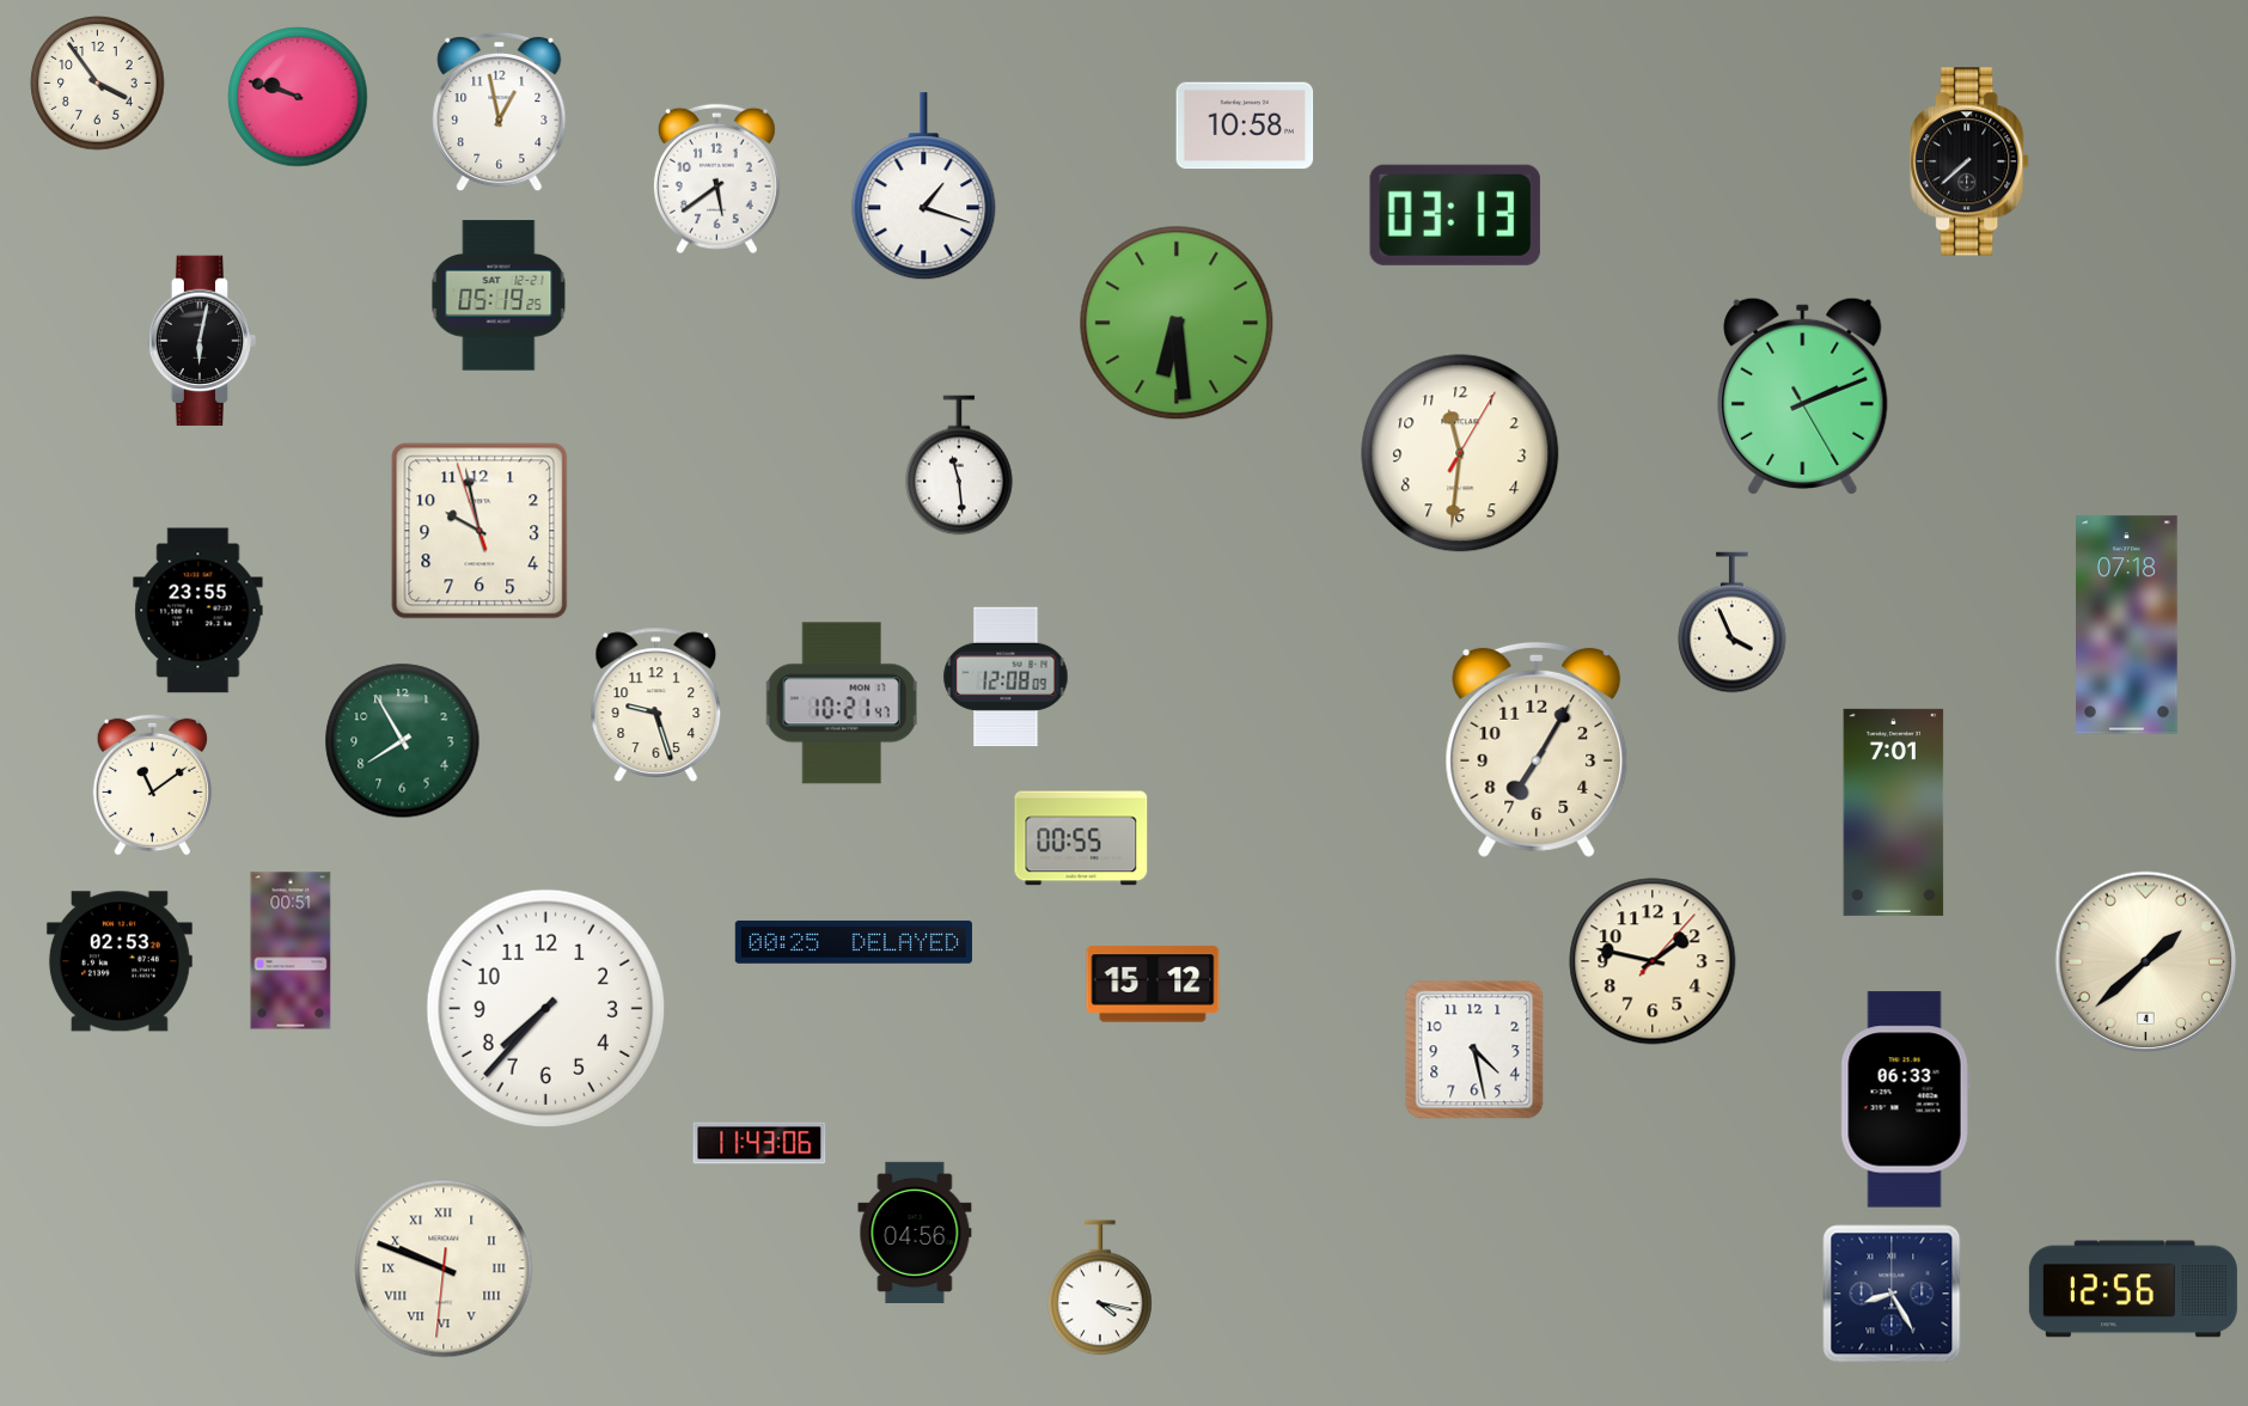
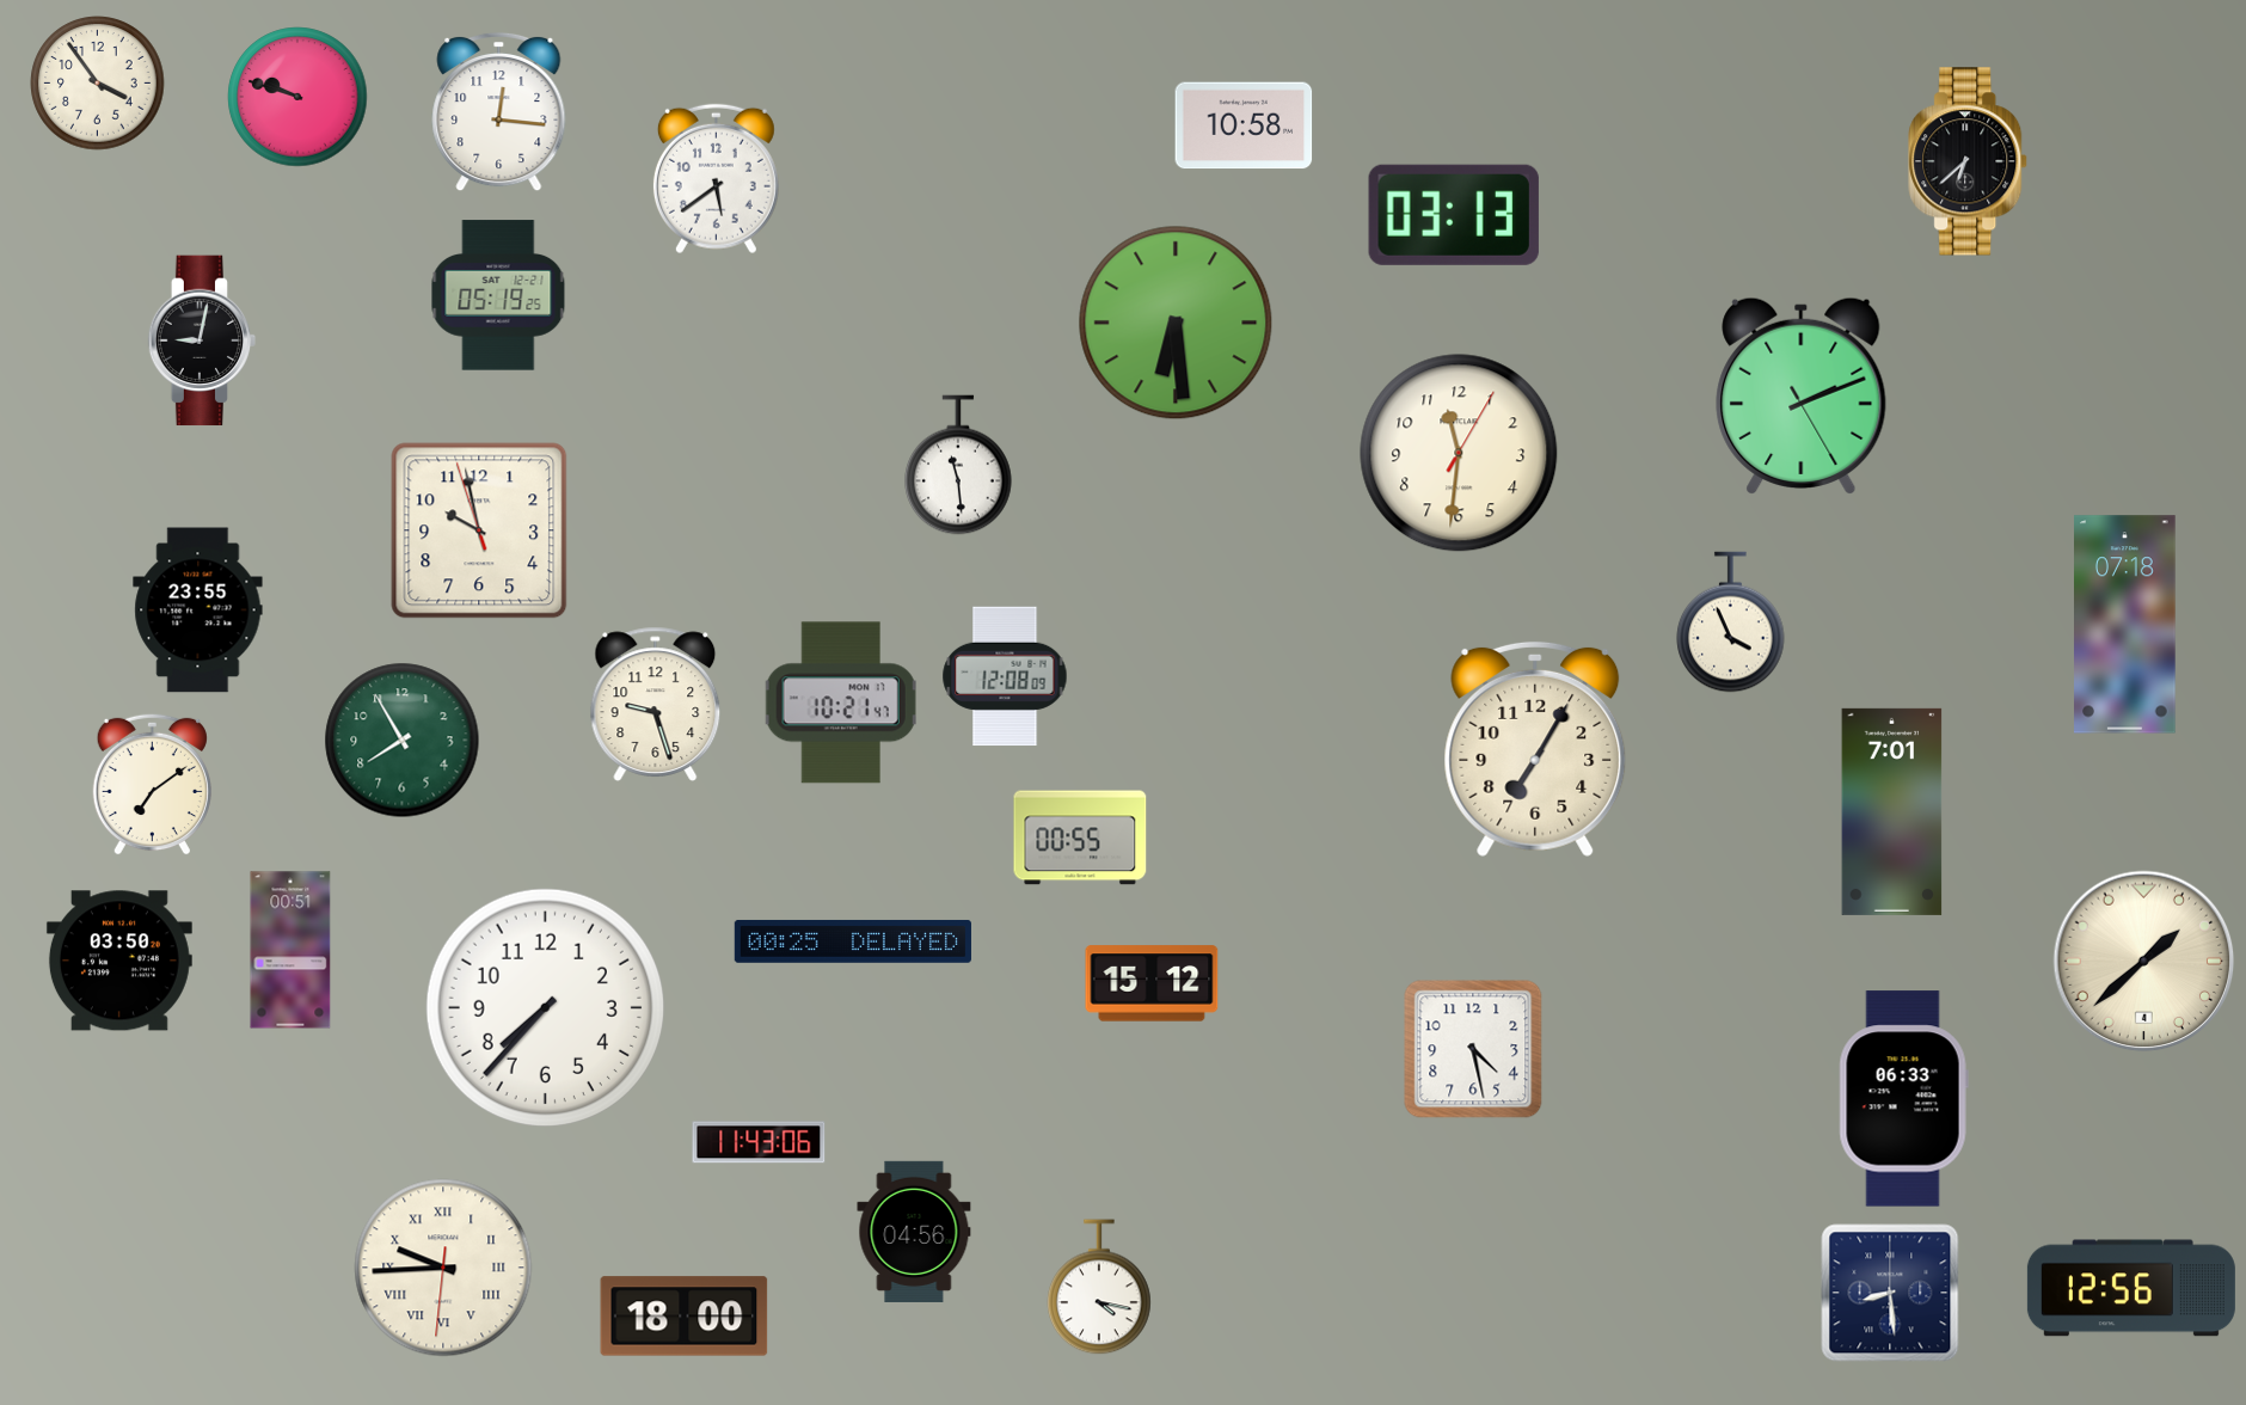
clock at (500, 112): 12:58 -> 12:16
clock at (1971, 161): 7:38 -> 6:38
clock at (924, 187): 1:18 -> none
clock at (202, 341): 6:02 -> 9:02
clock at (152, 784): 11:09 -> 7:09
clock at (120, 961): 02:53 -> 03:50
clock at (1653, 961): 1:47 -> none
clock at (444, 1269): 9:48 -> 9:44
clock at (1892, 1294): 8:25 -> 8:29
clock at (685, 1317): none -> 18:00
